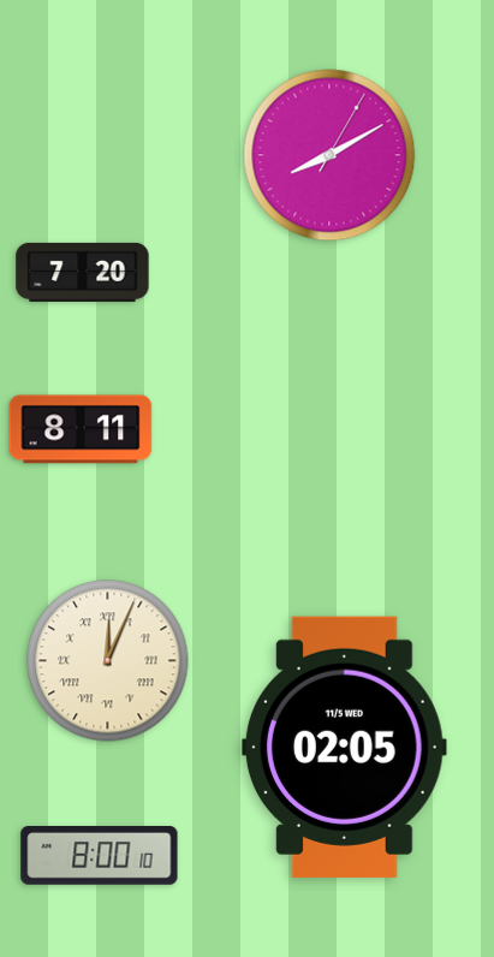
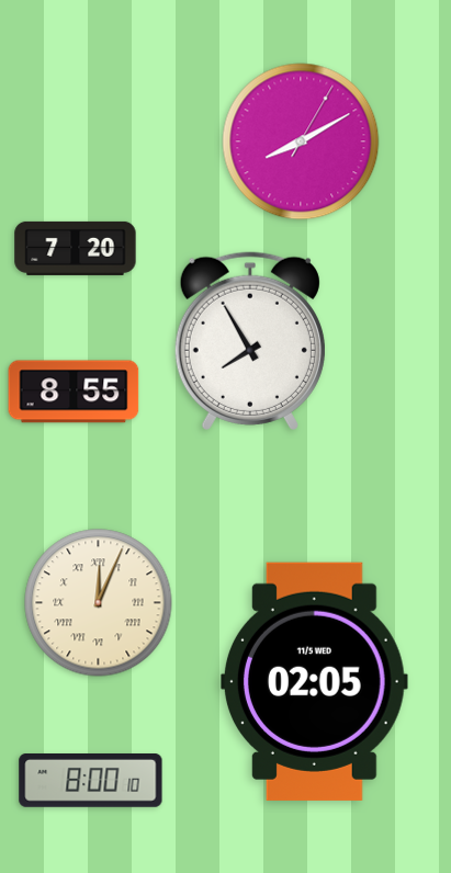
clock at (250, 341): none -> 7:55
clock at (81, 429): 8:11 -> 8:55
